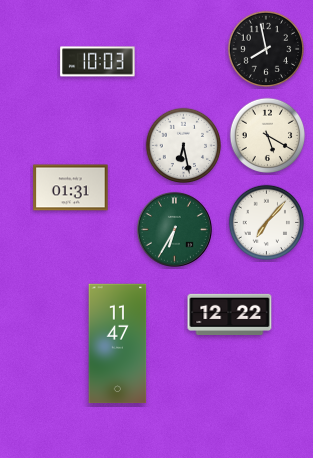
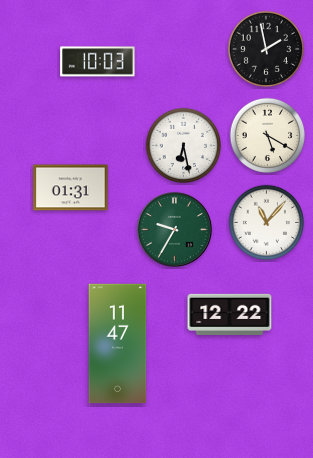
clock at (266, 49): 7:58 -> 1:58
clock at (267, 223): 7:07 -> 11:07
clock at (174, 229): 6:35 -> 9:35
